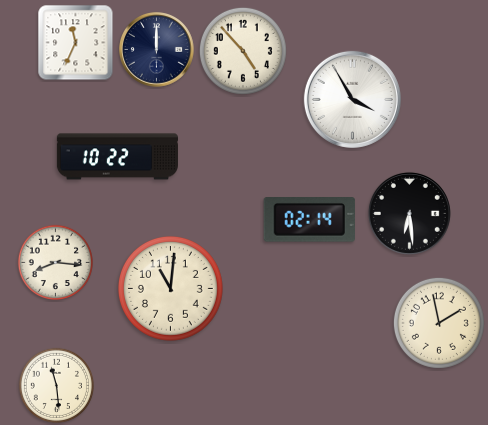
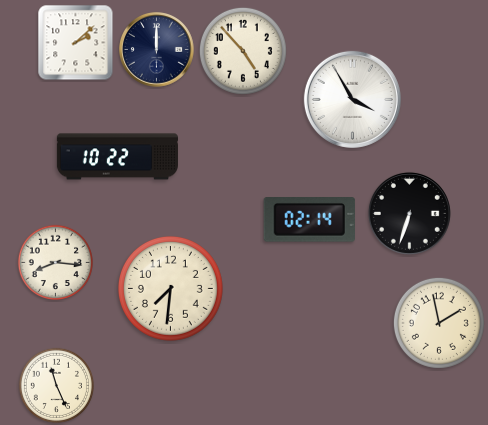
clock at (76, 43): 11:34 -> 2:08
clock at (409, 213): 6:29 -> 6:33
clock at (170, 288): 11:01 -> 7:31
clock at (56, 385): 11:29 -> 11:26
